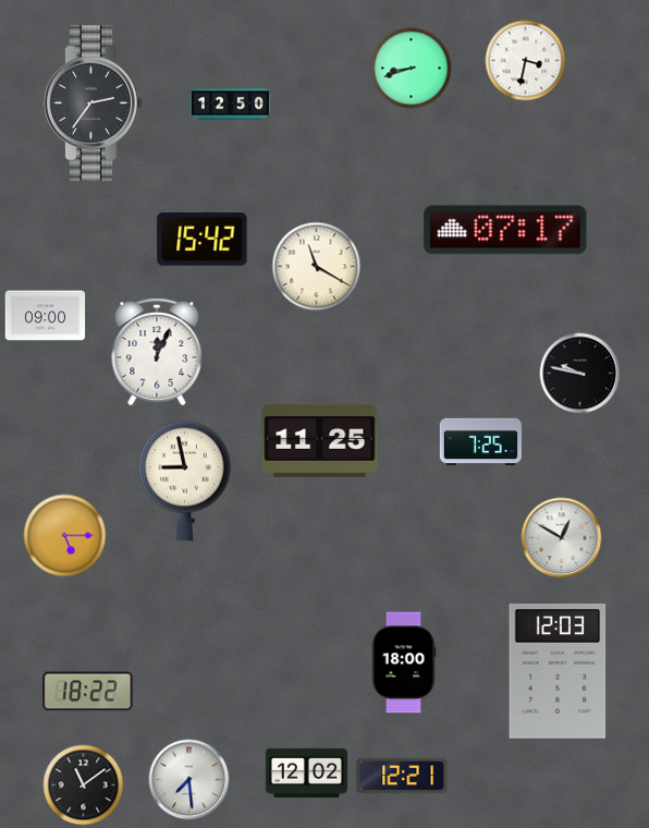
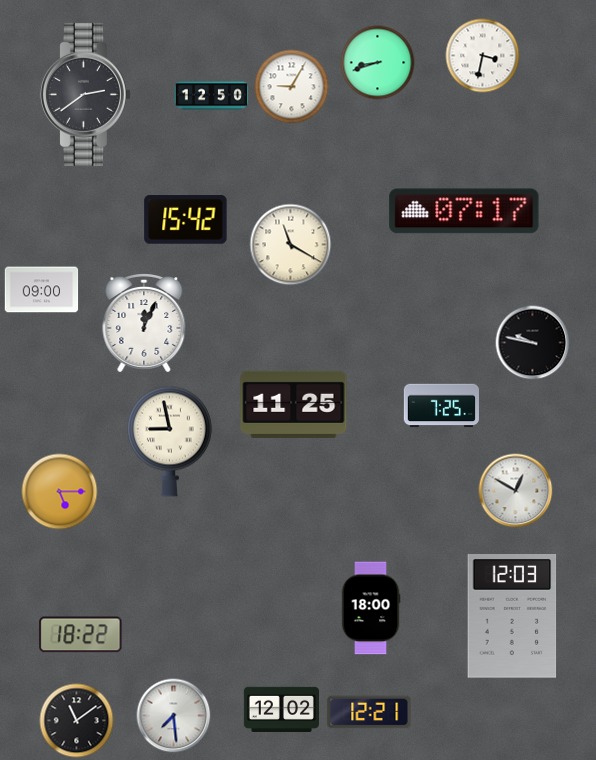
clock at (292, 87): none -> 9:05
clock at (93, 102): 2:36 -> 2:39
clock at (562, 538) position: (562, 538) -> (516, 491)
